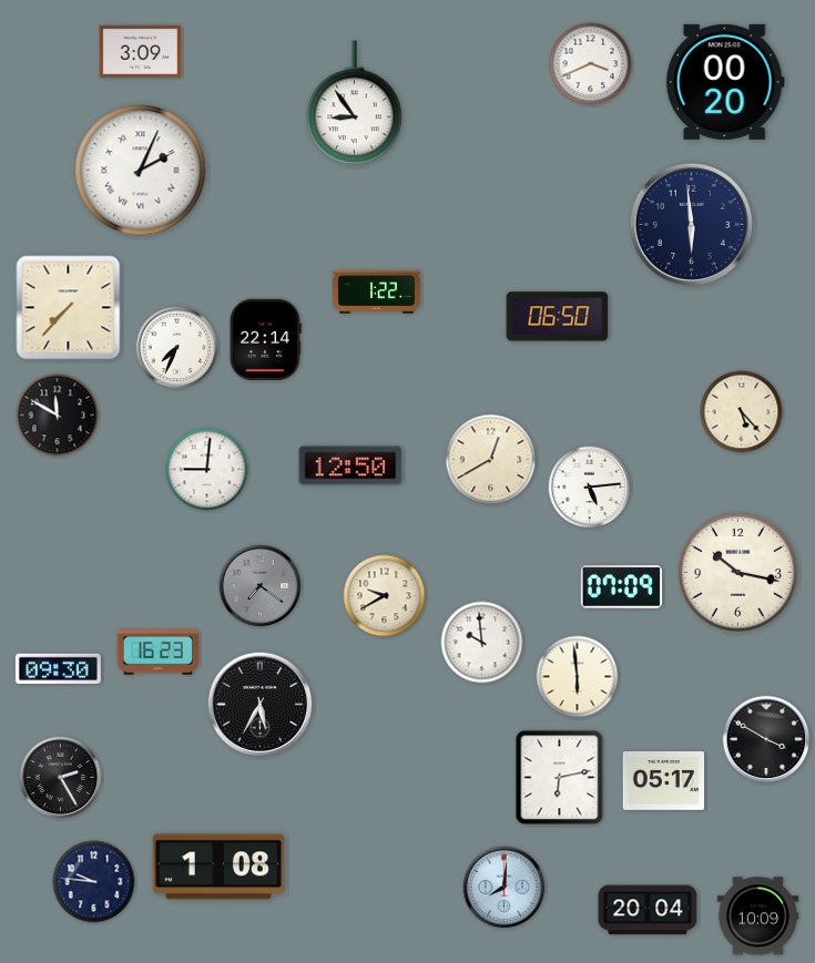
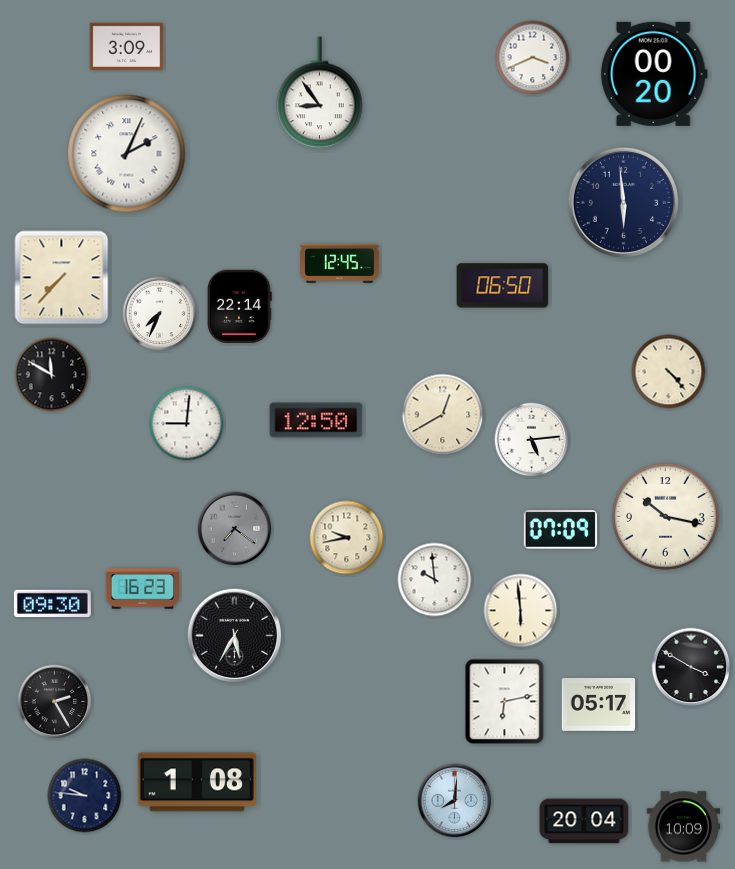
clock at (377, 293): 1:22 -> 12:45
clock at (742, 412): 5:23 -> 4:23
clock at (385, 596): 9:40 -> 9:43
